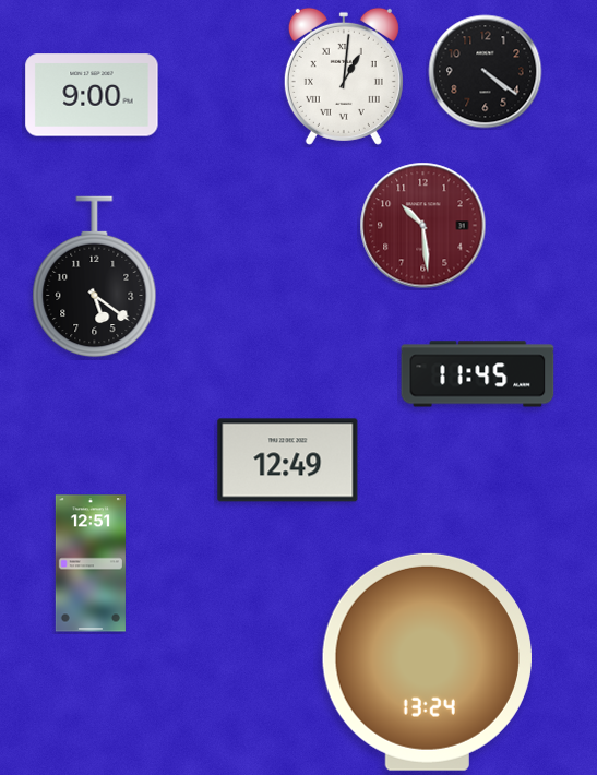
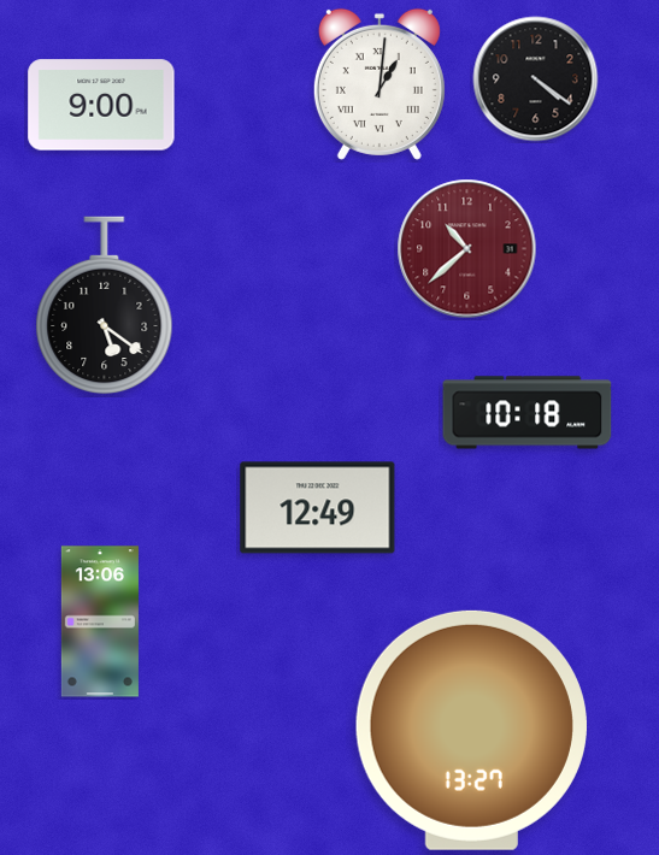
clock at (423, 226): 10:29 -> 10:38
clock at (478, 374): 11:45 -> 10:18
clock at (91, 563): 12:51 -> 13:06
clock at (427, 661): 13:24 -> 13:27
